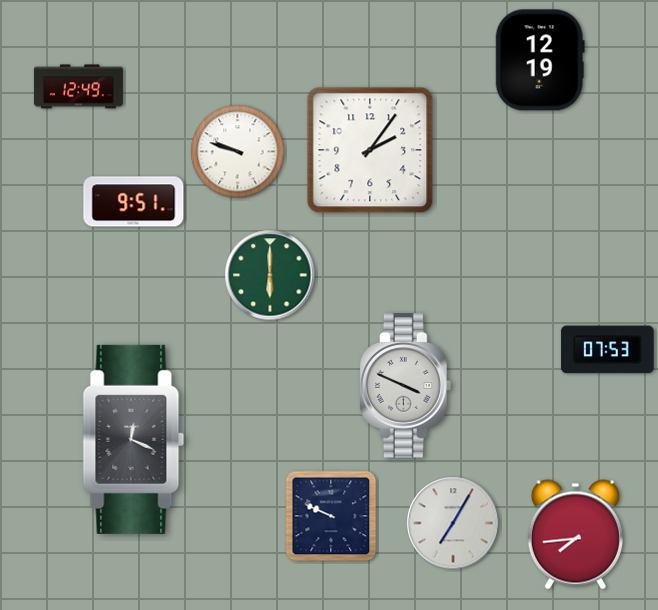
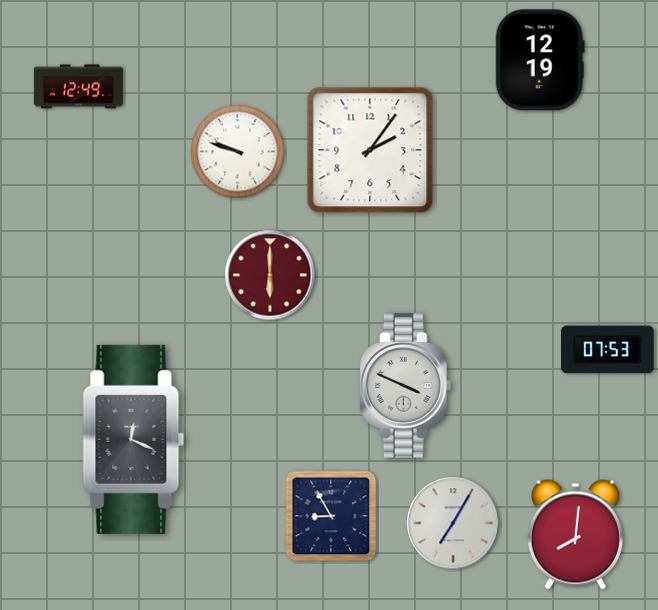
clock at (134, 202): 9:51 -> none
clock at (270, 275) dial: green -> burgundy
clock at (331, 516): 9:49 -> 8:55
clock at (575, 535): 7:44 -> 8:01
